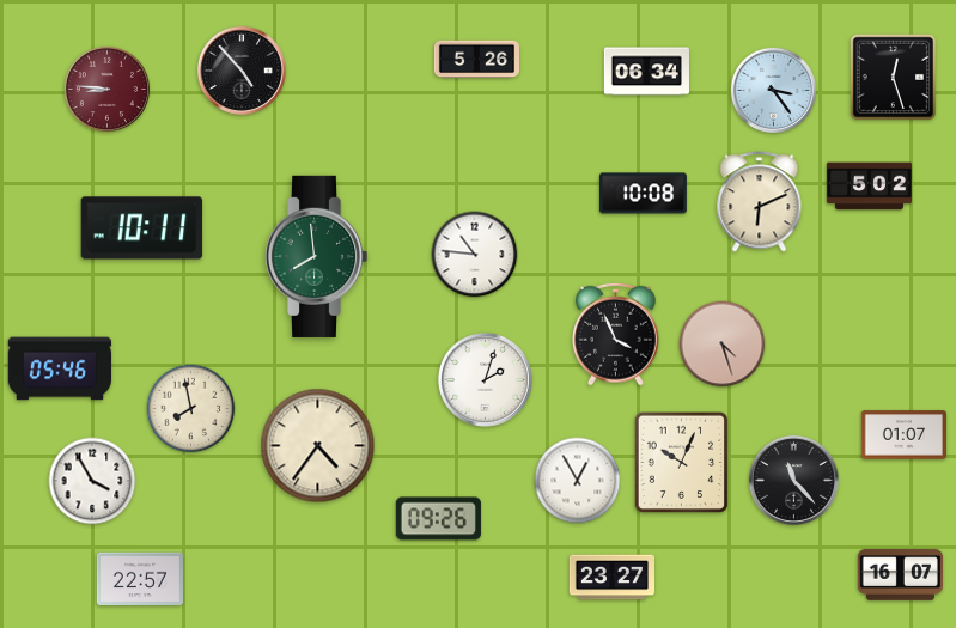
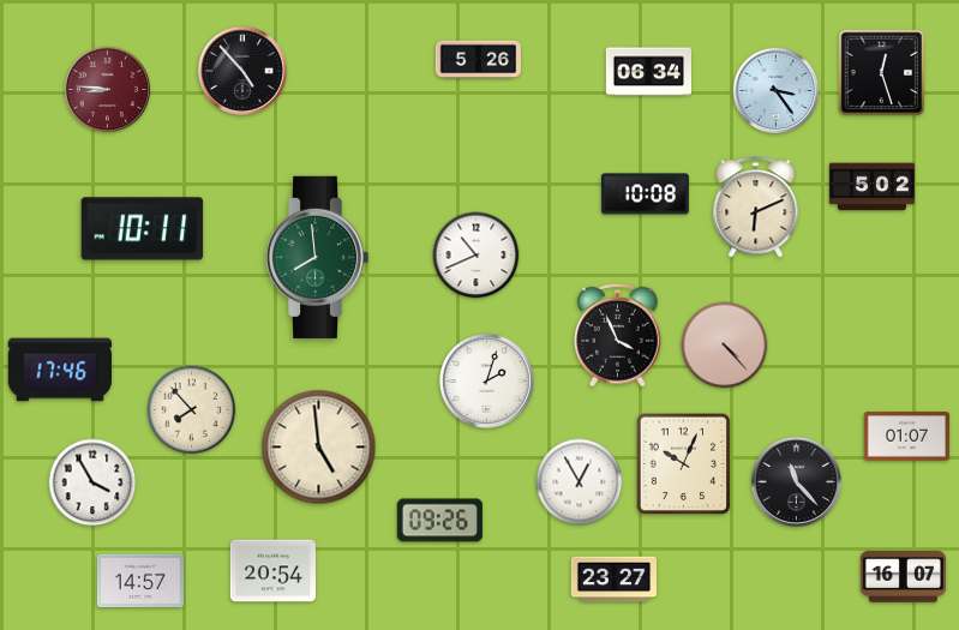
clock at (894, 78) position: (894, 78) -> (882, 73)
clock at (760, 202) position: (760, 202) -> (756, 208)
clock at (475, 255): 10:46 -> 10:41
clock at (723, 345): 4:27 -> 4:23
clock at (60, 368): 05:46 -> 17:46
clock at (191, 409): 7:58 -> 7:53
clock at (318, 446): 4:36 -> 4:59
clock at (272, 571): none -> 20:54
clock at (140, 578): 22:57 -> 14:57
